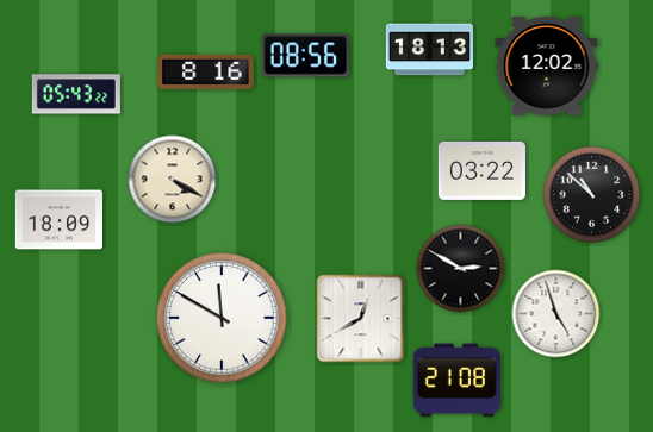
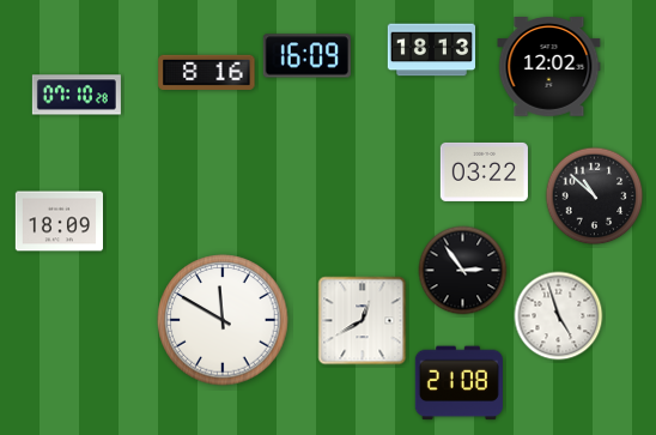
clock at (305, 56): 08:56 -> 16:09
clock at (76, 94): 05:43 -> 07:10
clock at (173, 180): 4:20 -> none
clock at (461, 269): 2:50 -> 2:54
